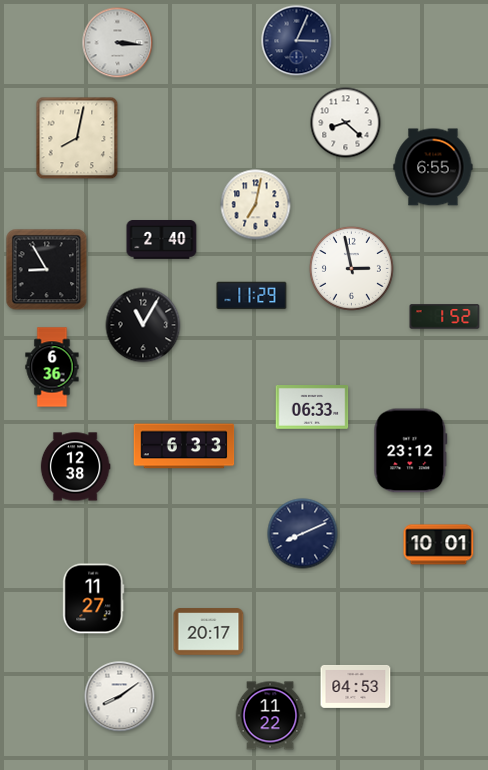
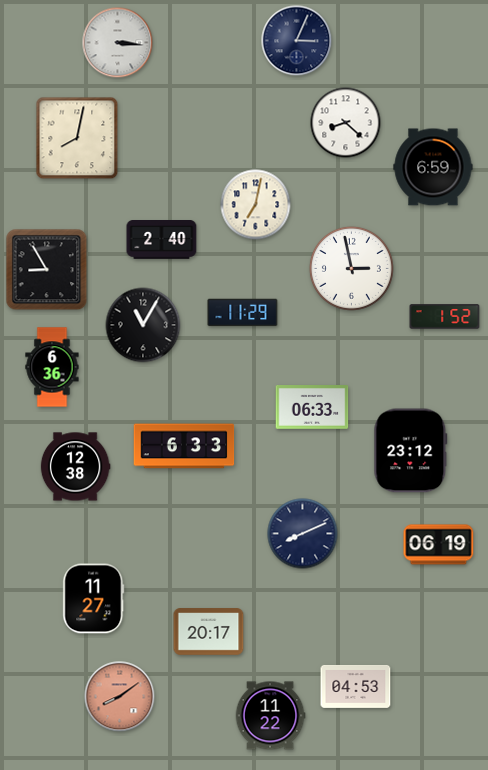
clock at (433, 167): 6:55 -> 6:59
clock at (252, 296) position: (252, 296) -> (243, 313)
clock at (439, 545): 10:01 -> 06:19
clock at (120, 697) dial: white -> salmon
